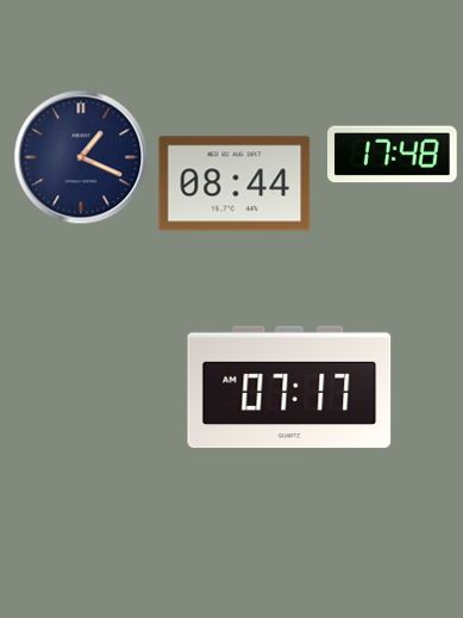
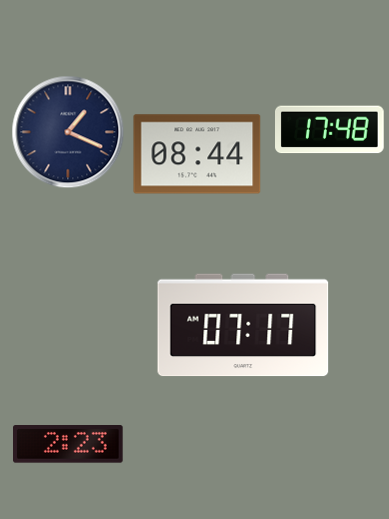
clock at (69, 445): none -> 2:23
